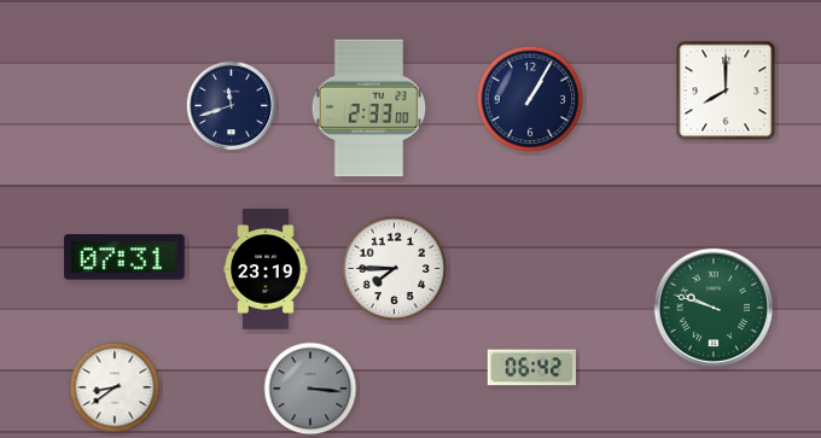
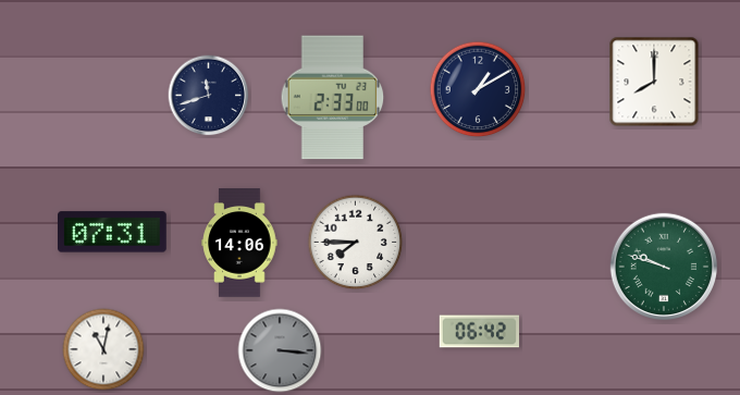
clock at (530, 99): 1:05 -> 1:10
clock at (266, 269): 23:19 -> 14:06
clock at (712, 306) position: (712, 306) -> (663, 266)
clock at (115, 387): 8:39 -> 11:02
